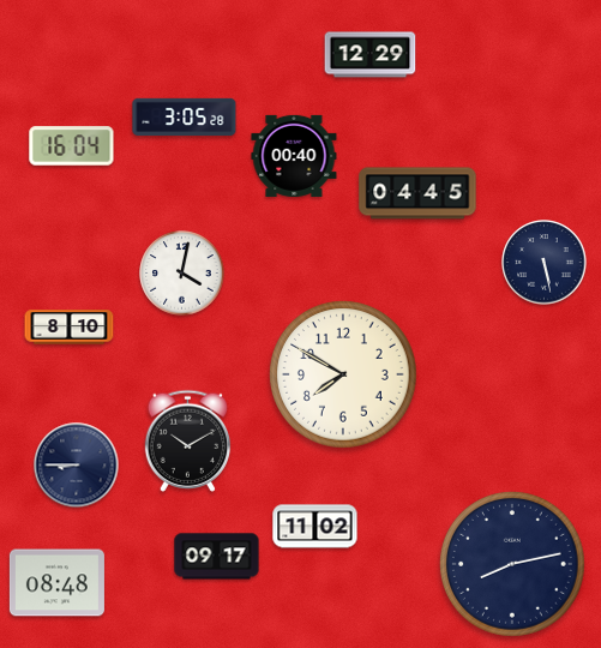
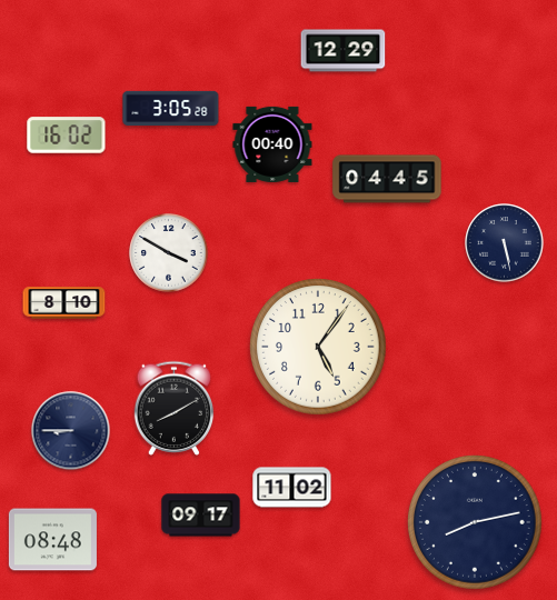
clock at (72, 146): 16:04 -> 16:02
clock at (182, 274): 4:02 -> 3:50
clock at (343, 374): 7:50 -> 5:06
clock at (188, 440): 10:10 -> 8:10
